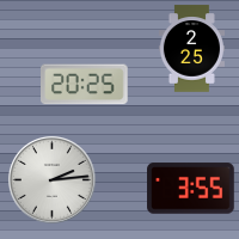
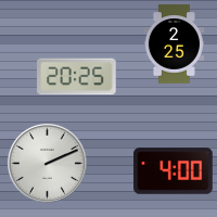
clock at (51, 179): 2:14 -> 2:11
clock at (191, 189): 3:55 -> 4:00
